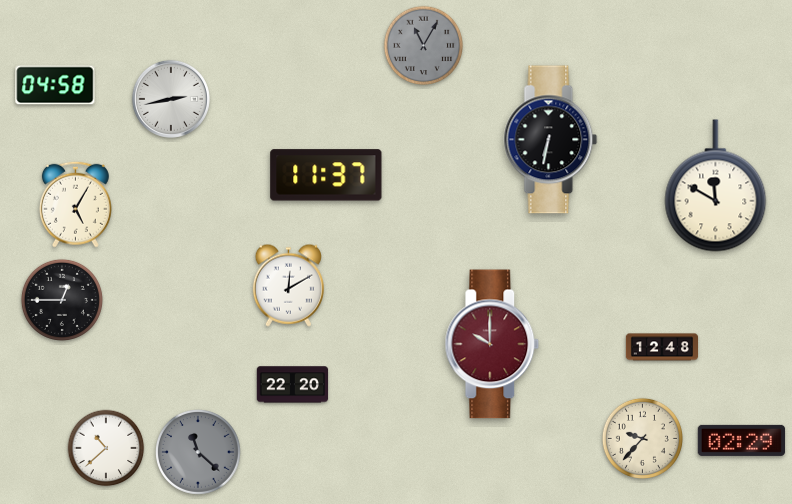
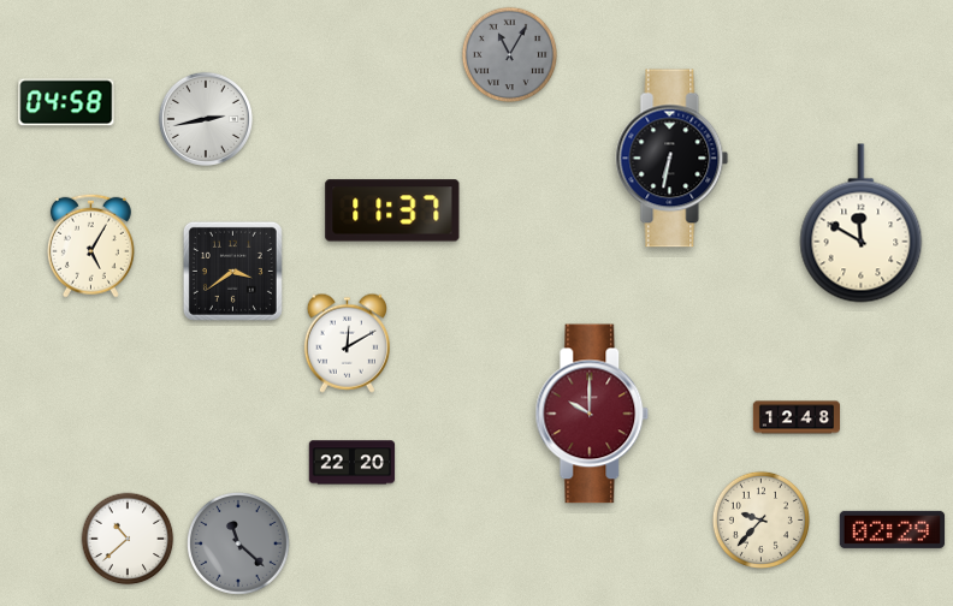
clock at (551, 140) position: (551, 140) -> (673, 159)
clock at (232, 271): none -> 3:39
clock at (62, 300): 12:45 -> none
clock at (642, 438) position: (642, 438) -> (760, 519)
